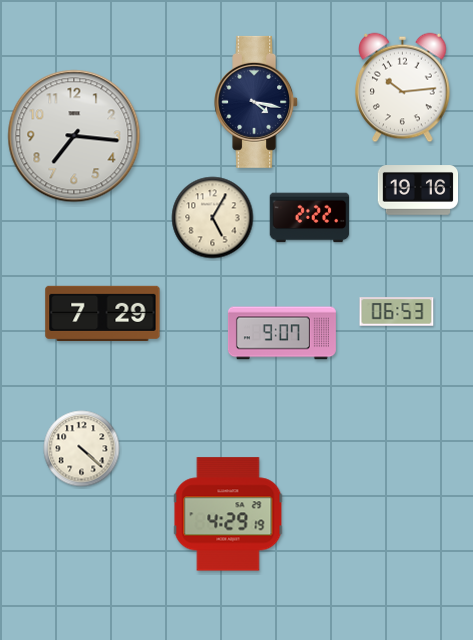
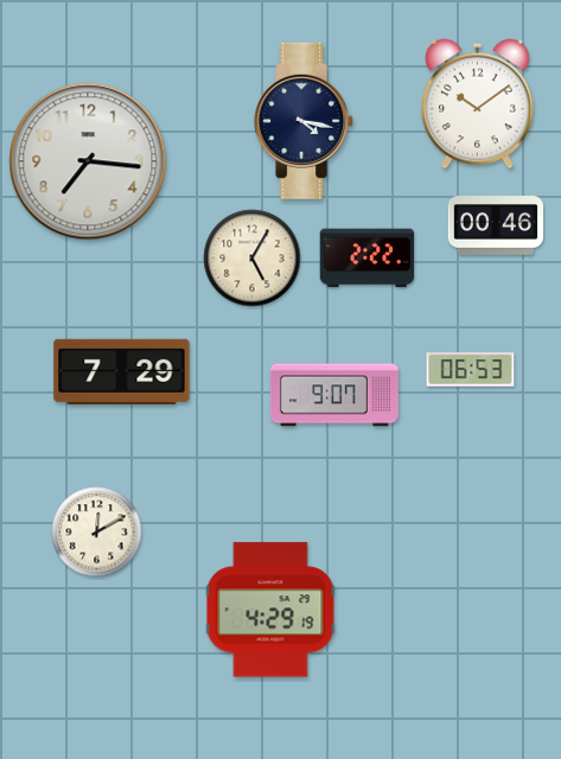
clock at (403, 88): 10:14 -> 10:09
clock at (418, 190): 19:16 -> 00:46
clock at (82, 449): 4:22 -> 12:10
